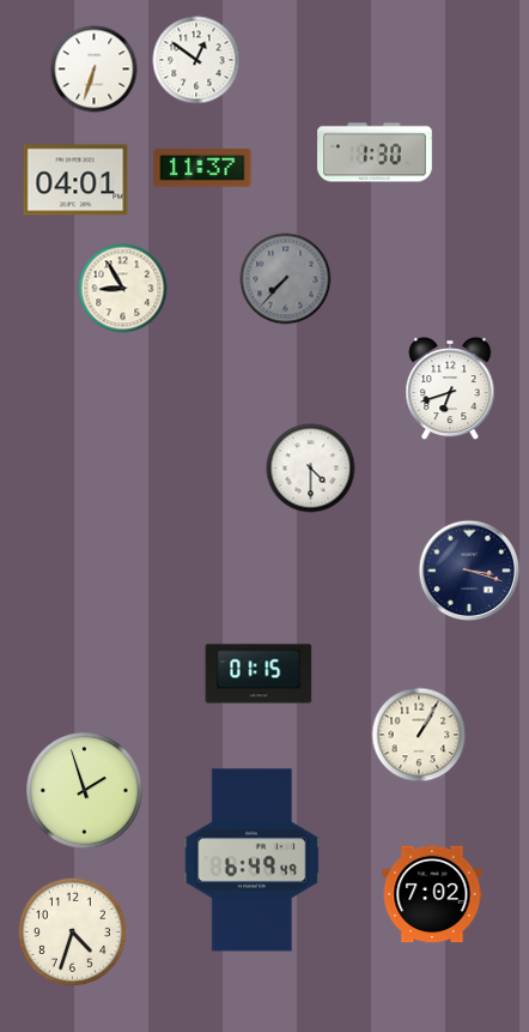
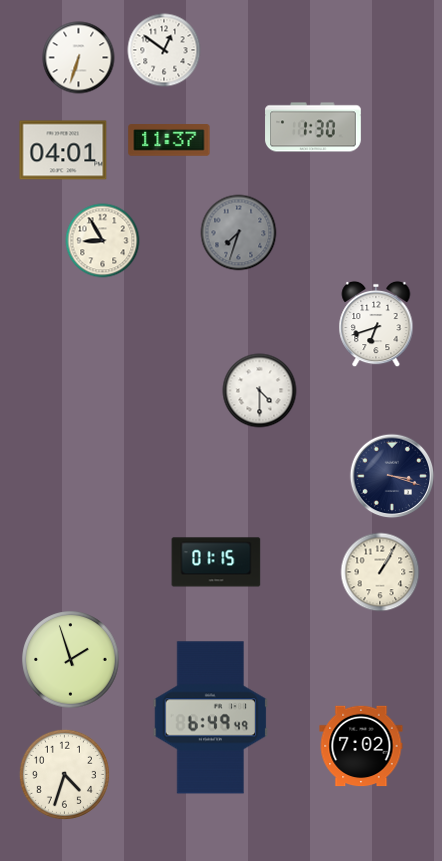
clock at (286, 279): 7:37 -> 7:33
clock at (419, 735) position: (419, 735) -> (380, 572)
clock at (72, 931) position: (72, 931) -> (64, 774)
